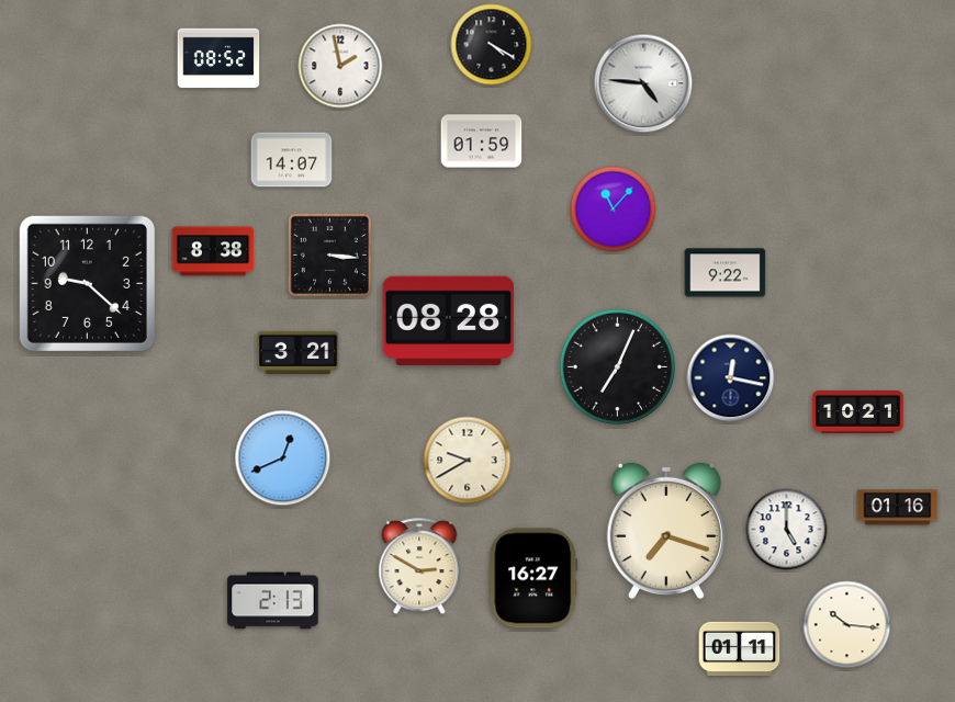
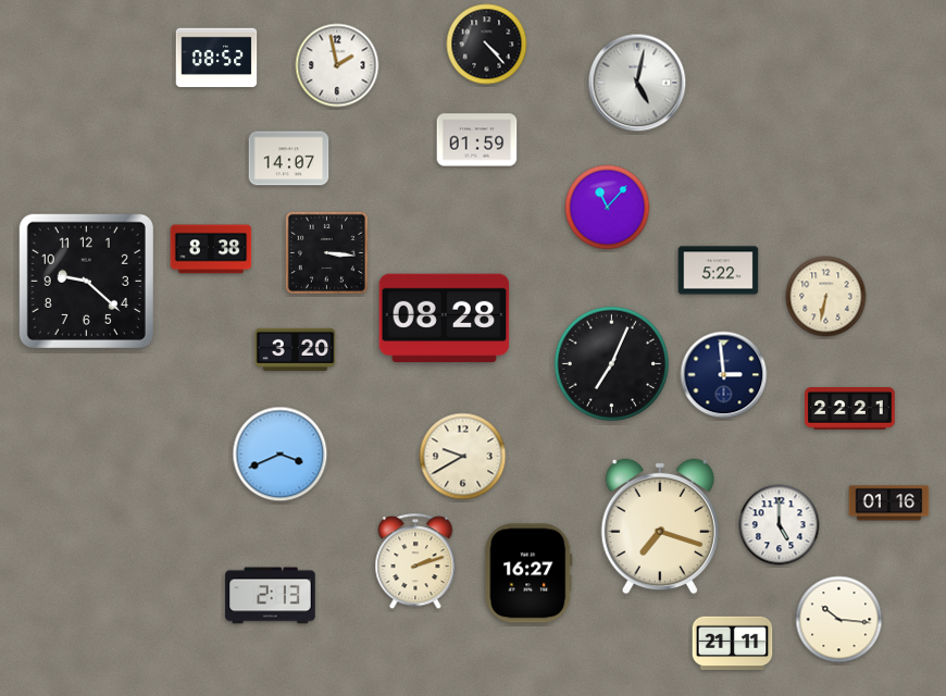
clock at (492, 45): 4:20 -> 4:23
clock at (643, 83): 4:46 -> 5:02
clock at (726, 273): 9:22 -> 5:22
clock at (826, 297): none -> 6:32
clock at (299, 352): 3:21 -> 3:20
clock at (731, 378): 12:17 -> 2:59
clock at (858, 412): 10:21 -> 22:21
clock at (283, 458): 12:41 -> 3:41
clock at (419, 567): 2:50 -> 2:12
clock at (740, 649): 01:11 -> 21:11
